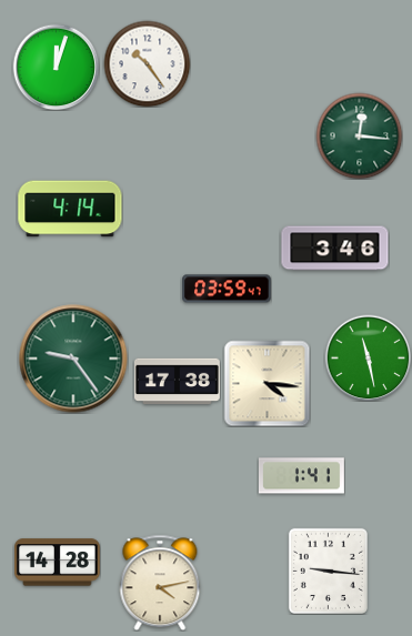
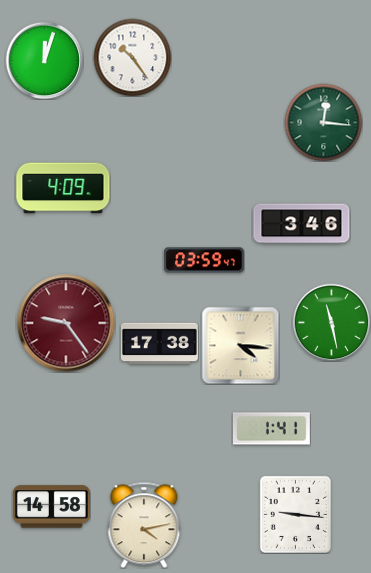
clock at (56, 67) position: (56, 67) -> (44, 60)
clock at (70, 209): 4:14 -> 4:09
clock at (73, 359) dial: green -> burgundy
clock at (57, 563): 14:28 -> 14:58
